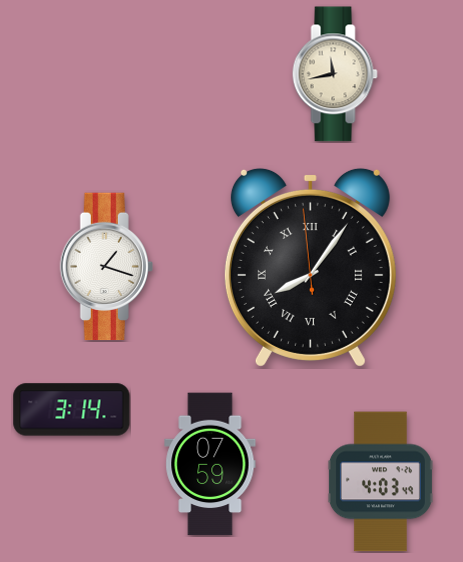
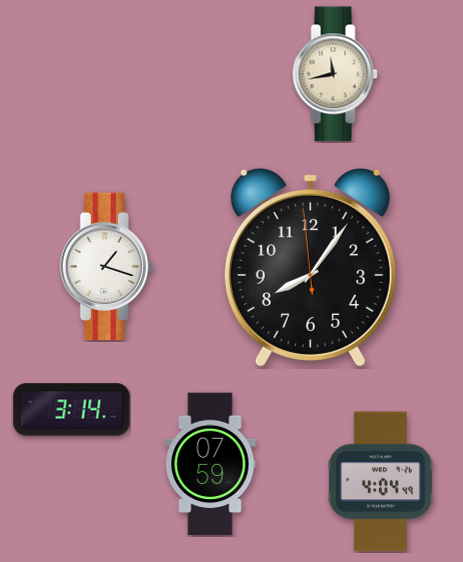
clock at (310, 267) numerals: Roman -> Arabic
clock at (380, 482): 4:03 -> 4:04
